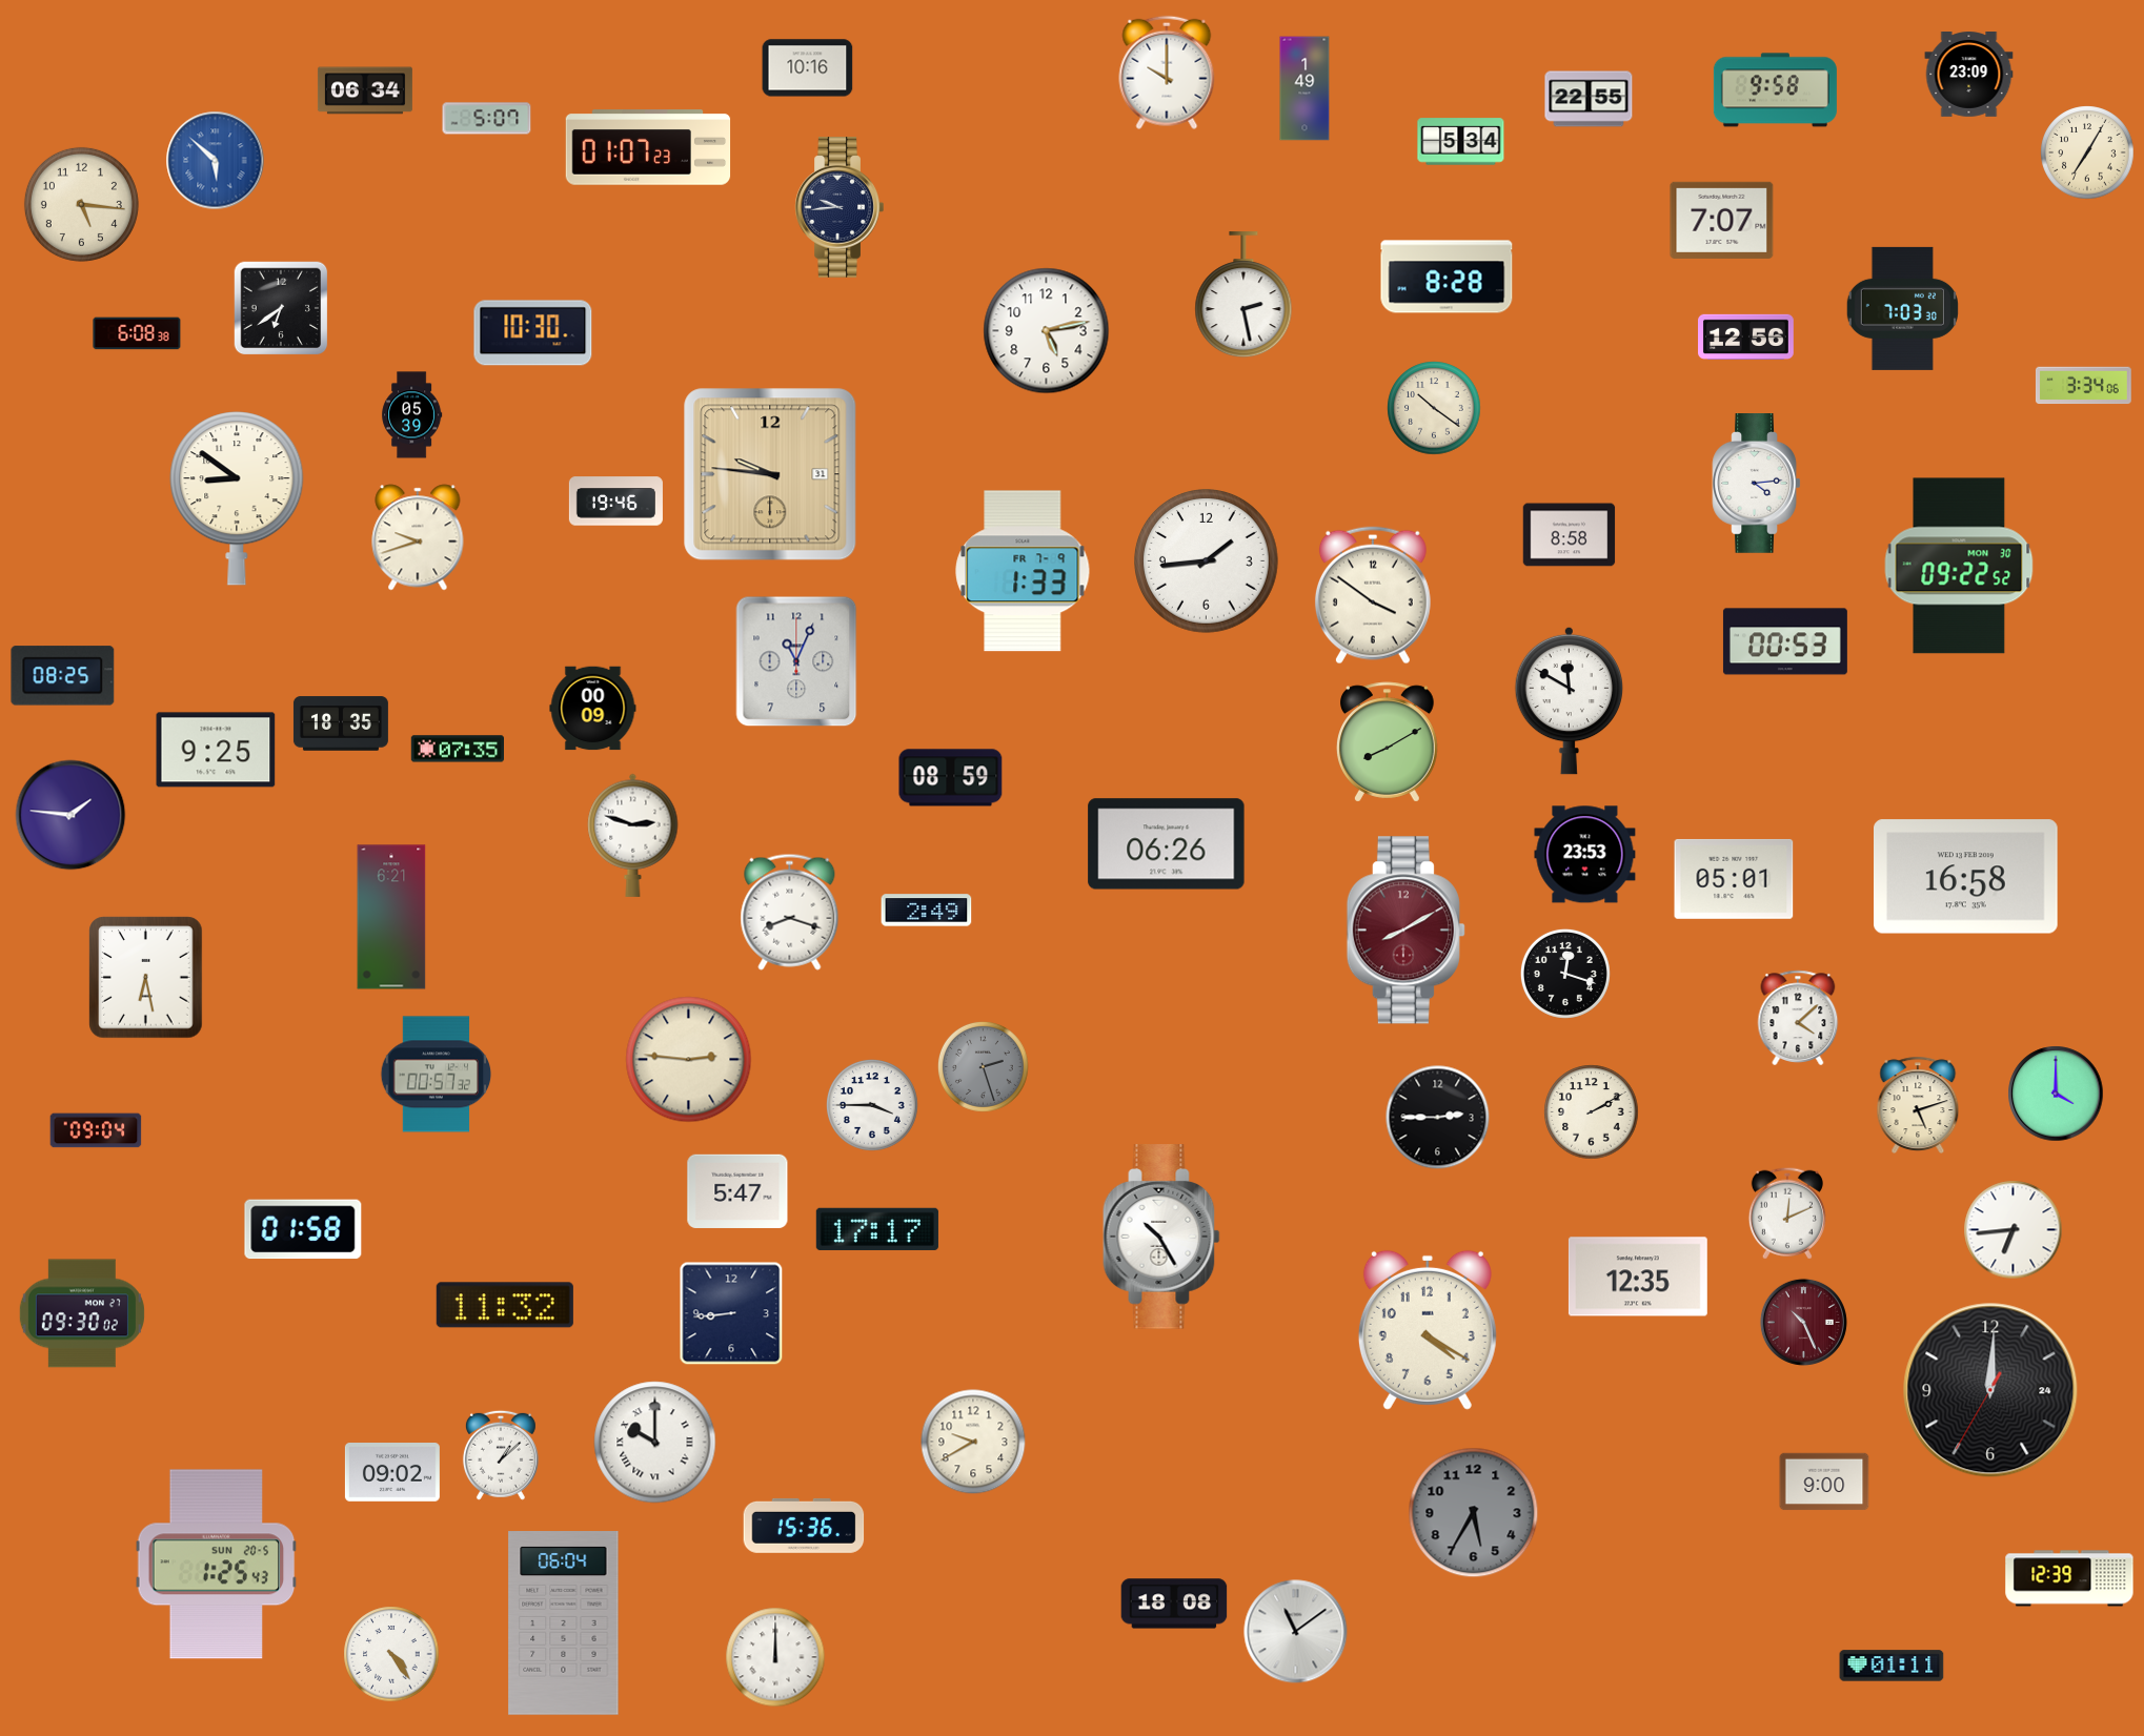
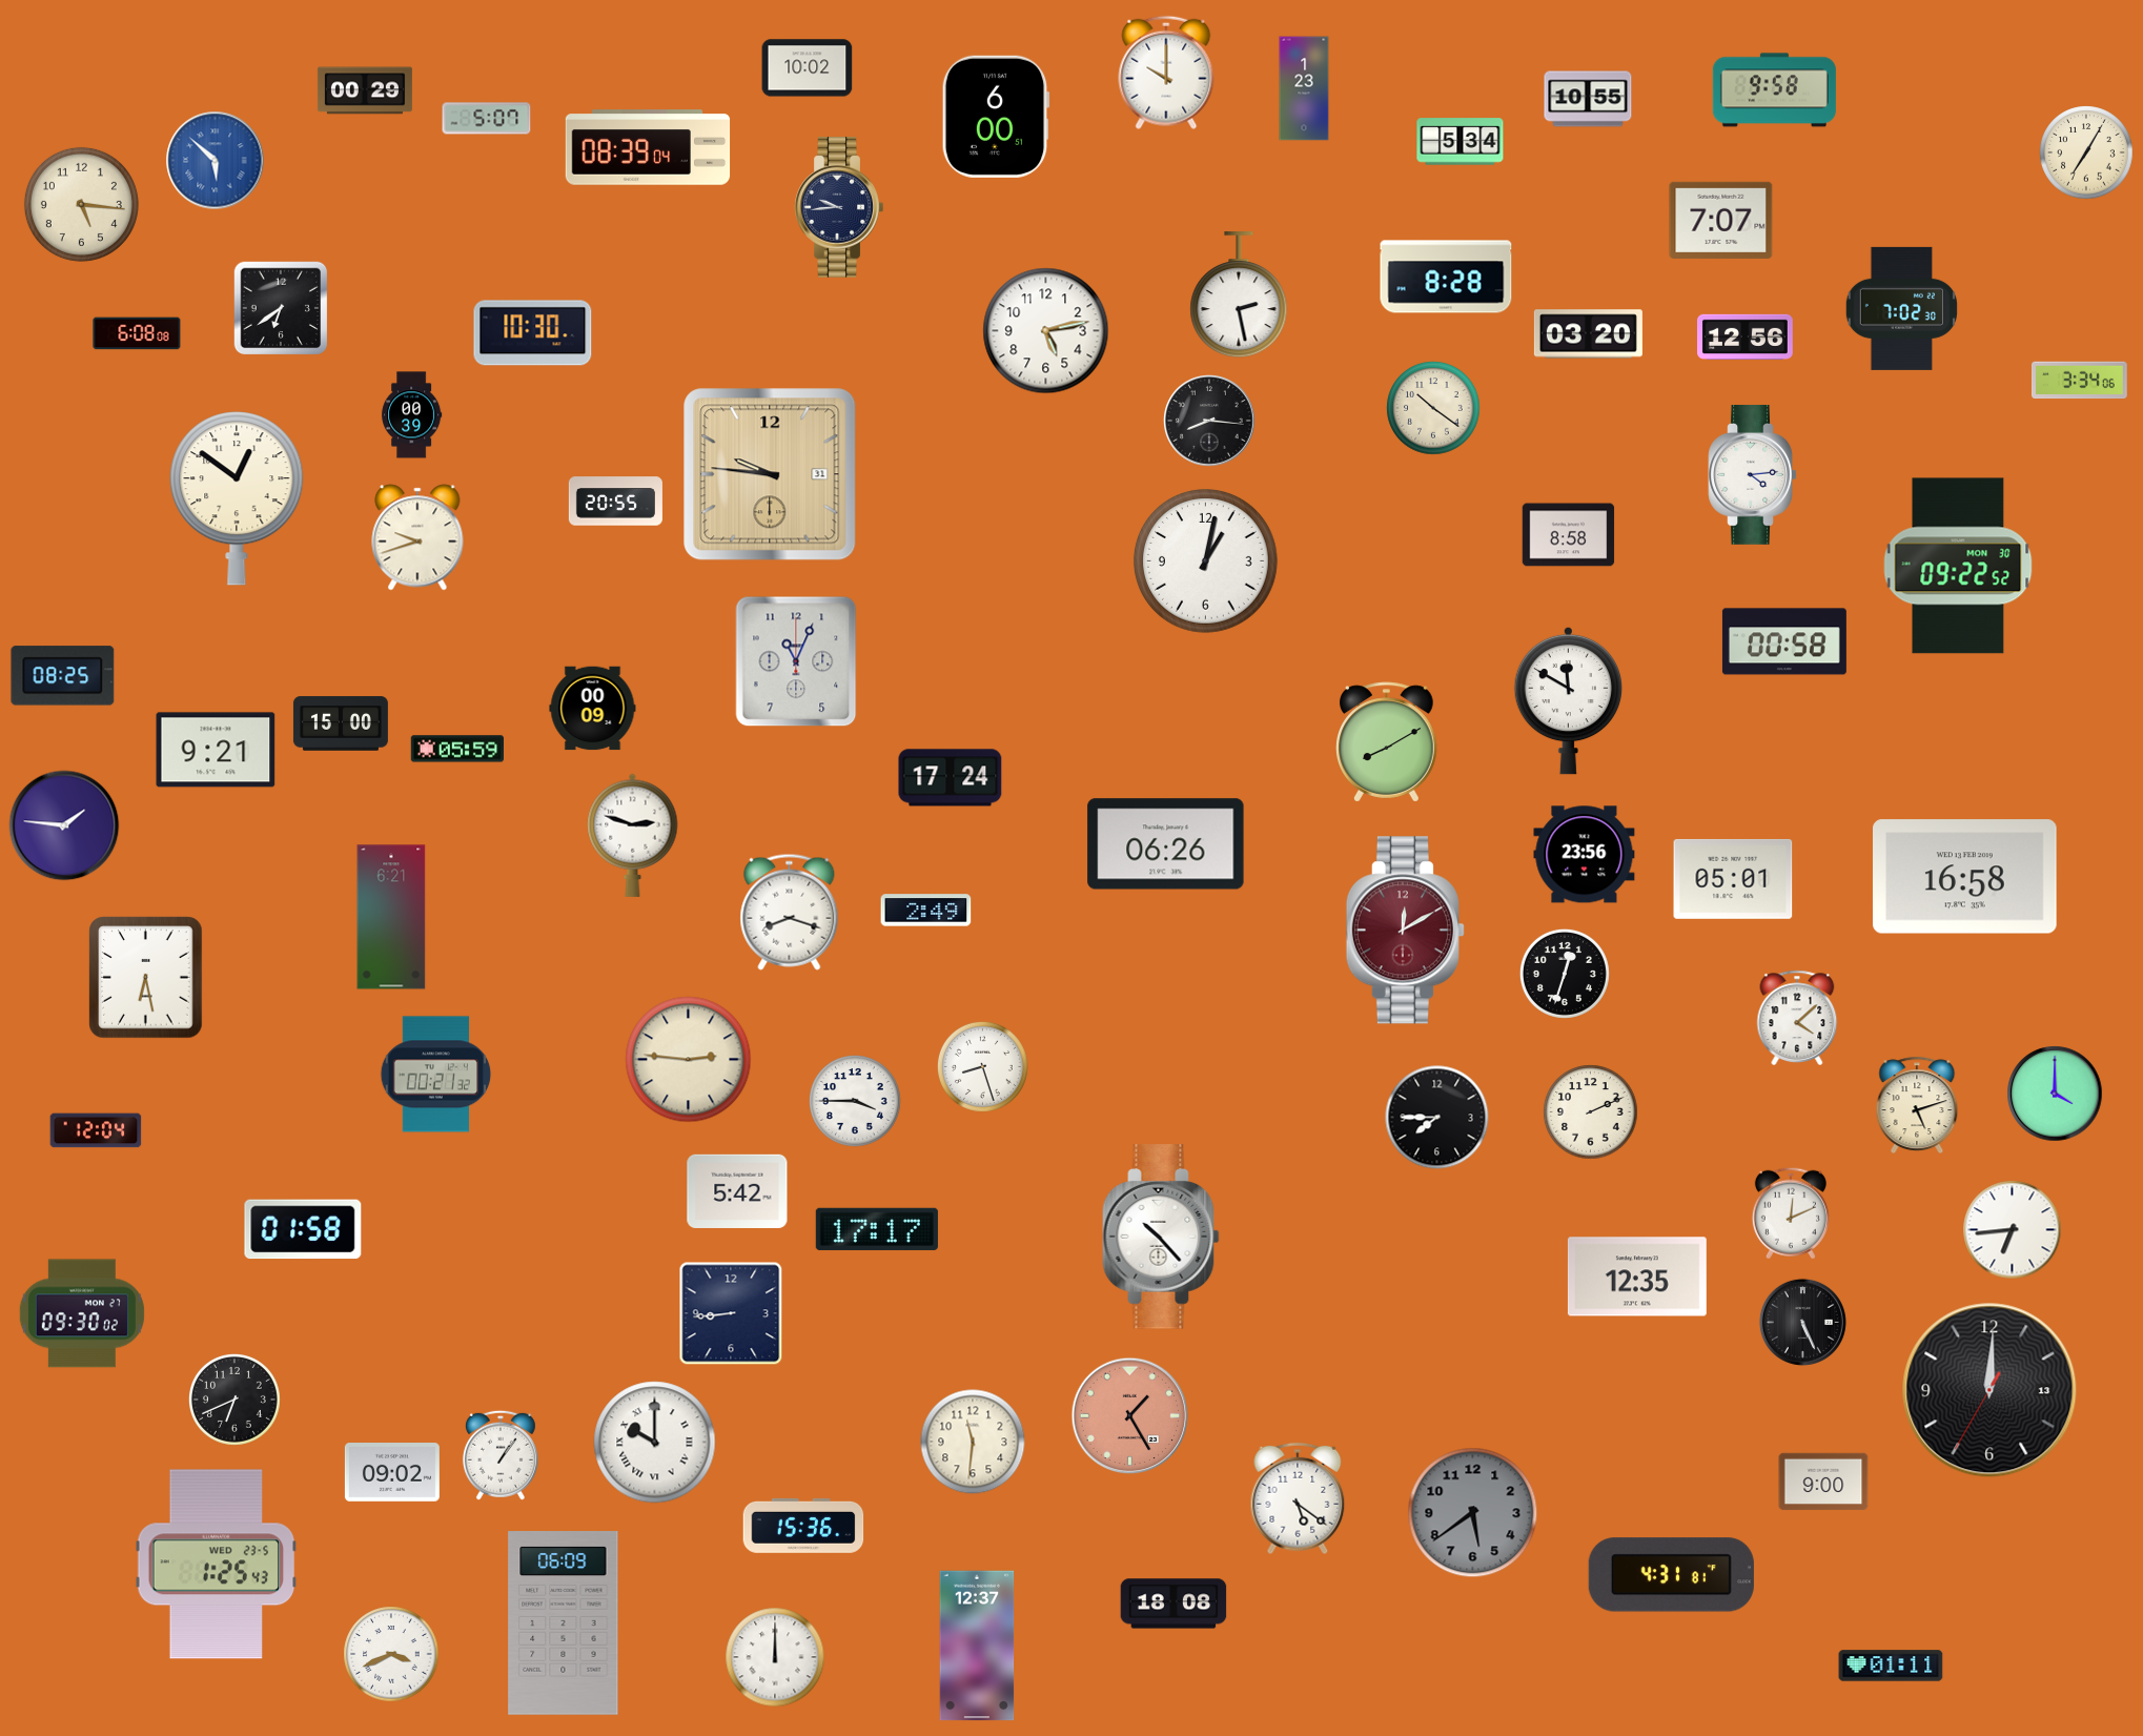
clock at (808, 68): 10:16 -> 10:02
clock at (1969, 75): 23:09 -> none
clock at (1304, 88): 1:49 -> 1:23
clock at (365, 90): 06:34 -> 00:29
clock at (1589, 99): 22:55 -> 10:55
clock at (996, 117): none -> 6:00
clock at (648, 147): 01:07 -> 08:39
clock at (1243, 295) position: (1243, 295) -> (1239, 295)
clock at (1902, 308): 7:03 -> 7:02
clock at (137, 333): 6:08:38 -> 6:08:08
clock at (1588, 334): none -> 03:20
clock at (2083, 386) position: (2083, 386) -> (2079, 381)
clock at (412, 415): 05:39 -> 00:39
clock at (1210, 422): none -> 8:16
clock at (1757, 484) position: (1757, 484) -> (1753, 475)
clock at (237, 498): 8:51 -> 12:51
clock at (615, 502): 19:46 -> 20:55
clock at (1207, 561): 1:44 -> 1:02
clock at (1023, 571): 1:33 -> none
clock at (1373, 595): 3:51 -> none
clock at (1785, 641): 00:53 -> 00:58
clock at (341, 723): 18:35 -> 15:00
clock at (457, 749): 07:35 -> 05:59
clock at (216, 750): 9:25 -> 9:21
clock at (951, 778): 08:59 -> 17:24
clock at (70, 815) position: (70, 815) -> (64, 825)
clock at (1585, 855): 23:53 -> 23:56
clock at (1405, 931): 8:10 -> 12:10
clock at (1565, 974): 12:18 -> 12:33
clock at (983, 1066): 2:27 -> 8:27
clock at (983, 1066) dial: grey -> white
clock at (437, 1075): 00:57 -> 00:21
clock at (873, 1106) position: (873, 1106) -> (856, 1102)
clock at (1592, 1112): 2:10 -> 2:11
clock at (1438, 1118): 2:45 -> 7:45
clock at (96, 1130): 09:04 -> 12:04
clock at (737, 1190): 5:47 -> 5:42
clock at (1787, 1213) position: (1787, 1213) -> (1791, 1213)
clock at (1161, 1237): 10:25 -> 10:23
clock at (505, 1305): 11:32 -> none
clock at (1803, 1322): 10:26 -> 5:26
clock at (1803, 1322) dial: burgundy -> black
clock at (1428, 1330): 4:20 -> none
clock at (1990, 1390) date: 24 -> 13
clock at (236, 1401): none -> 6:41
clock at (1130, 1416): none -> 1:25
clock at (973, 1442): 9:40 -> 11:31
clock at (501, 1455): 1:08 -> 1:06
clock at (1298, 1498): none -> 5:21
clock at (1474, 1513): 5:35 -> 5:39
clock at (217, 1565) date: SUN 20-5 -> WED 23-5
clock at (1671, 1575): none -> 4:31
clock at (2069, 1578): 12:39 -> none
clock at (564, 1623): 06:04 -> 06:09
clock at (1296, 1632): 11:09 -> none
clock at (977, 1646): none -> 12:37
clock at (391, 1654): 4:24 -> 3:41
